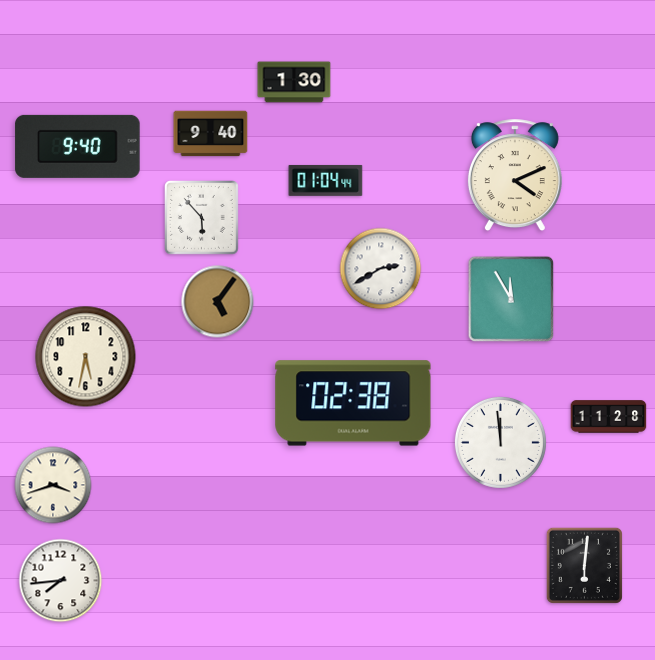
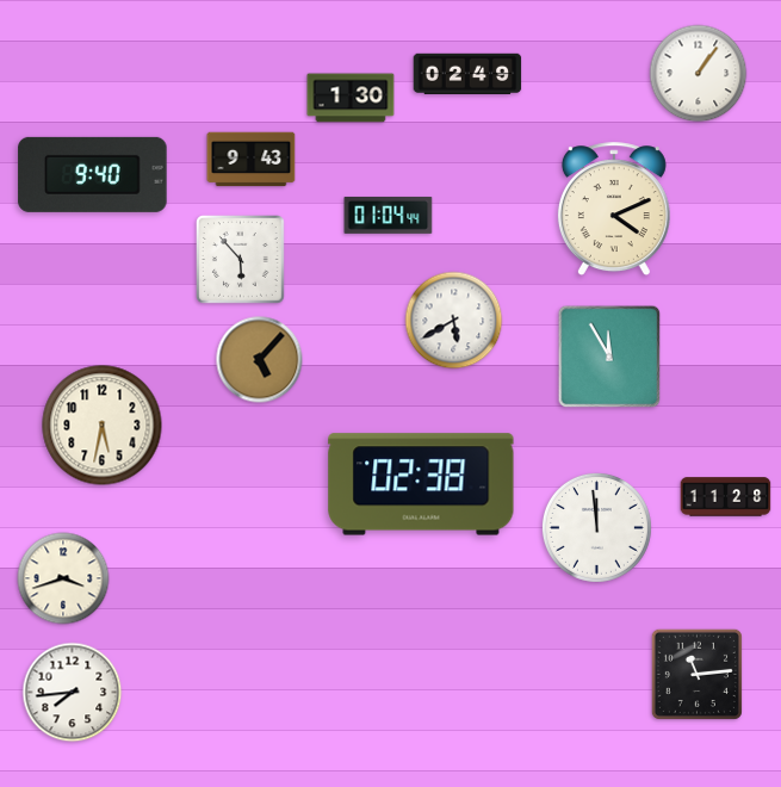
clock at (467, 74): none -> 02:49
clock at (699, 74): none -> 1:06
clock at (211, 134): 9:40 -> 9:43
clock at (381, 269): 2:40 -> 5:40
clock at (218, 302): 5:06 -> 5:07
clock at (353, 403) position: (353, 403) -> (421, 484)
clock at (584, 565): 6:01 -> 11:14
